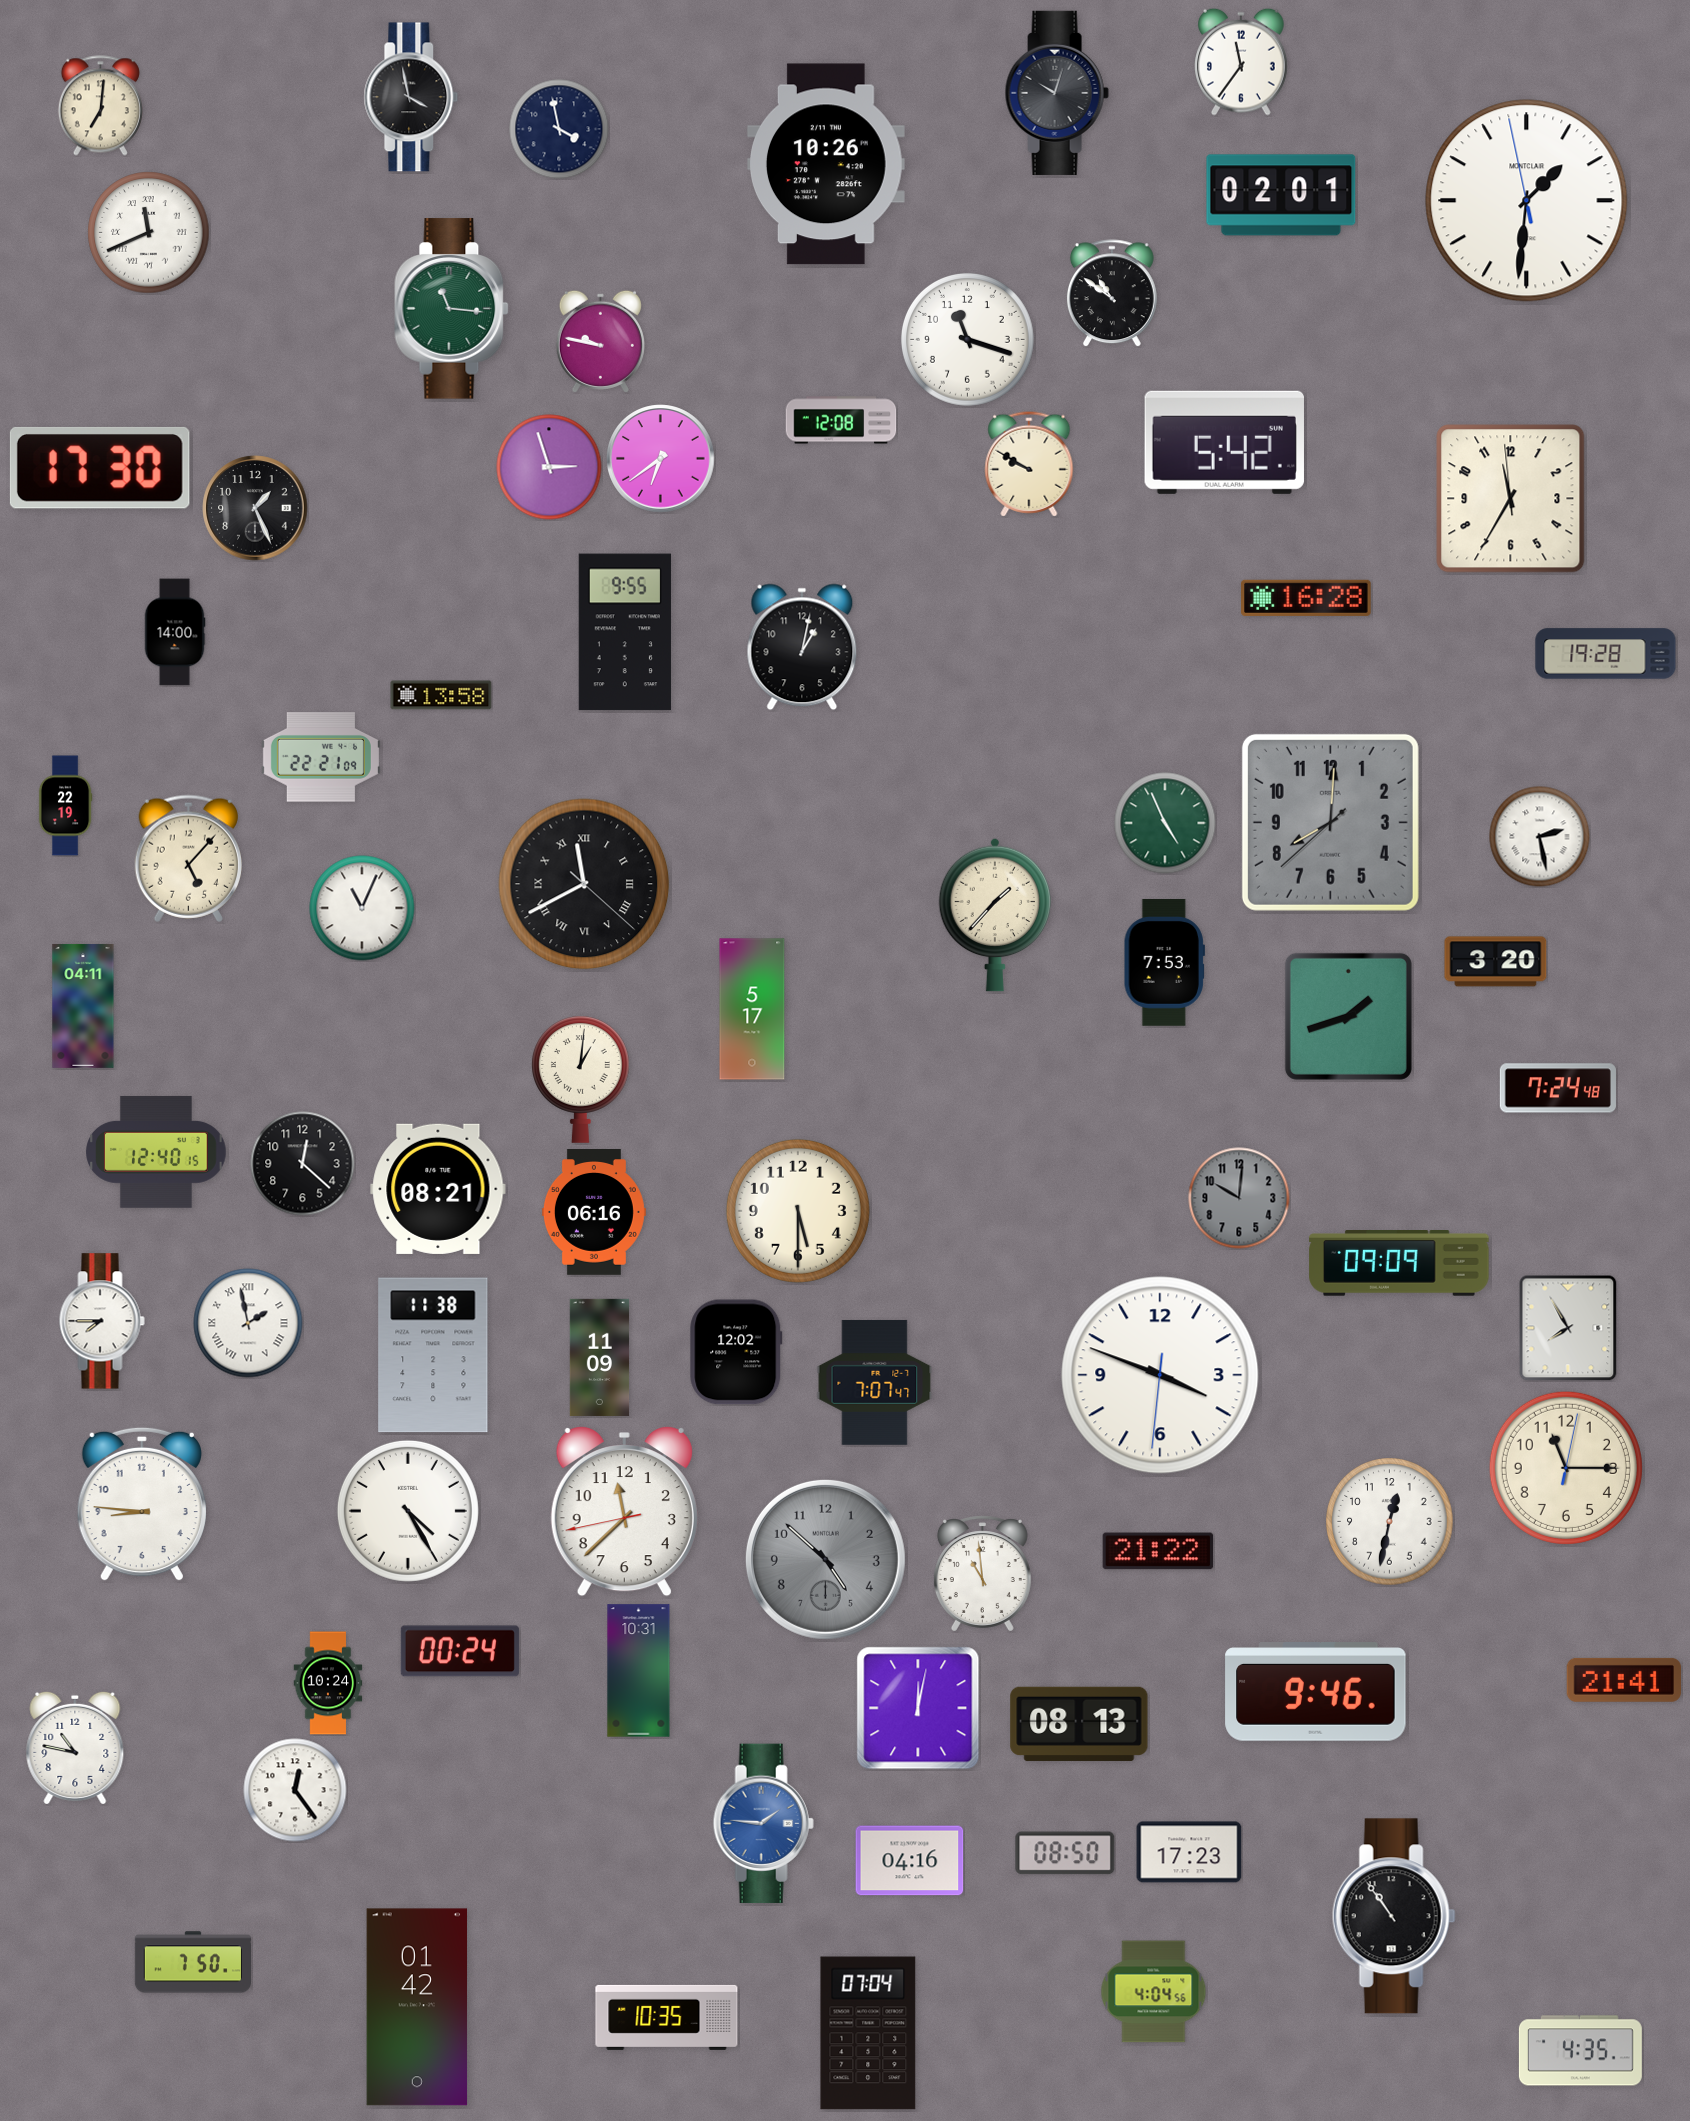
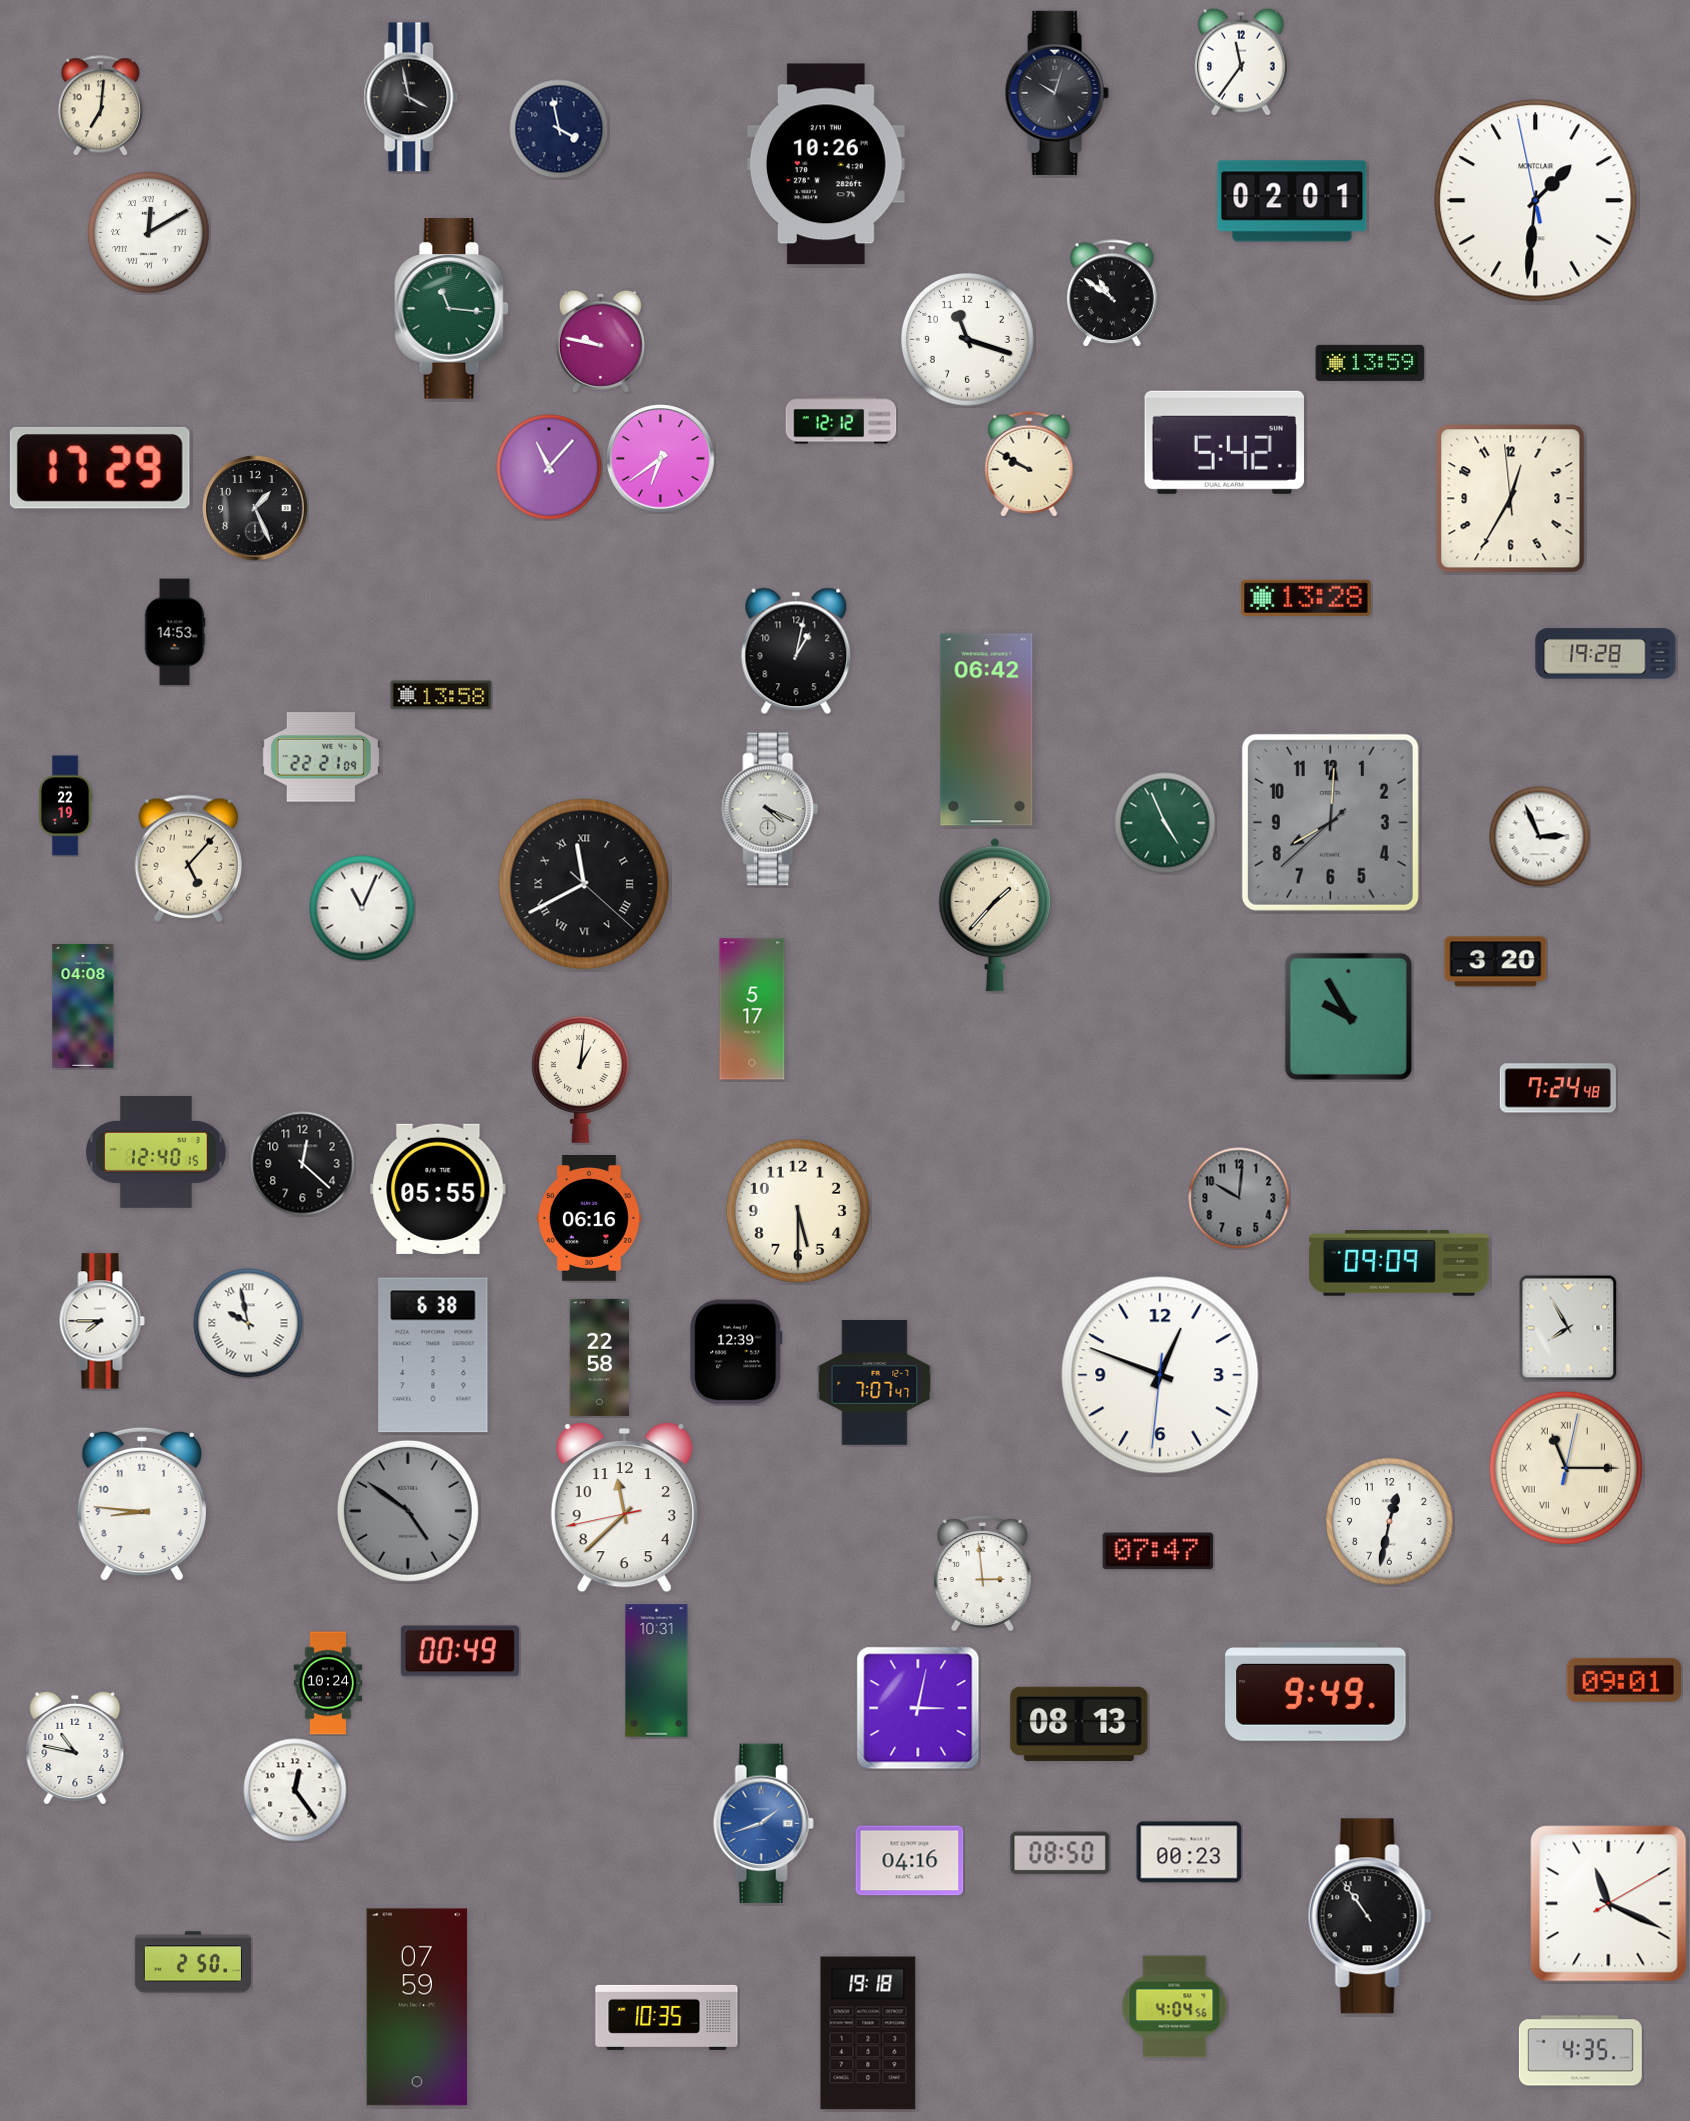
clock at (1281, 195) position: (1281, 195) -> (1292, 201)
clock at (1527, 201) position: (1527, 201) -> (1536, 201)
clock at (149, 233): 11:41 -> 12:10
clock at (1370, 363): none -> 13:59
clock at (841, 420): 12:08 -> 12:12
clock at (549, 467): 2:57 -> 11:07
clock at (100, 468): 17:30 -> 17:29
clock at (1511, 499): 11:34 -> 12:34
clock at (1306, 598): 16:28 -> 13:28
clock at (175, 632): 14:00 -> 14:53
clock at (625, 632): 9:55 -> none
clock at (802, 647) position: (802, 647) -> (796, 651)
clock at (987, 730): none -> 06:42
clock at (770, 809): none -> 4:19
clock at (1540, 837): 2:28 -> 2:56
clock at (1164, 963): 7:53 -> none
clock at (83, 1006): 04:11 -> 04:08
clock at (1348, 1016): 1:42 -> 9:55
clock at (438, 1189): 08:21 -> 05:55
clock at (594, 1213) position: (594, 1213) -> (589, 1219)
clock at (248, 1323): 1:58 -> 9:58
clock at (736, 1352): 12:02 -> 12:39
clock at (433, 1355): 11:38 -> 6:38
clock at (600, 1357): 11:09 -> 22:58
clock at (1160, 1375): 3:48 -> 12:48
clock at (1566, 1468) numerals: Arabic -> Roman
clock at (408, 1511): 4:25 -> 4:51
clock at (408, 1511) dial: white -> grey
clock at (624, 1511) position: (624, 1511) -> (624, 1507)
clock at (1158, 1551): 21:22 -> 07:47
clock at (825, 1559): 4:52 -> none
clock at (982, 1574): 10:59 -> 2:59
clock at (460, 1651): 00:24 -> 00:49
clock at (639, 1671) position: (639, 1671) -> (657, 1671)
clock at (1624, 1680): 21:41 -> 09:01
clock at (1316, 1692): 9:46 -> 9:49
clock at (918, 1708): 12:02 -> 3:02
clock at (763, 1824): 1:46 -> 1:42
clock at (1189, 1852): 17:23 -> 00:23
clock at (1065, 1853) position: (1065, 1853) -> (1060, 1853)
clock at (1609, 1904): none -> 11:19
clock at (1394, 1916) position: (1394, 1916) -> (1370, 1916)
clock at (192, 1962): 7:50 -> 2:50
clock at (1154, 1992) position: (1154, 1992) -> (1175, 2007)
clock at (417, 2007): 01:42 -> 07:59
clock at (868, 2033): 07:04 -> 19:18
